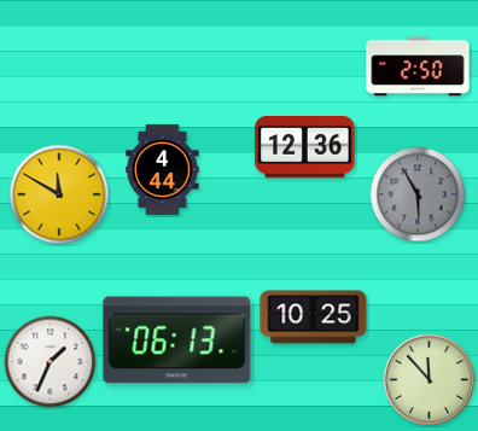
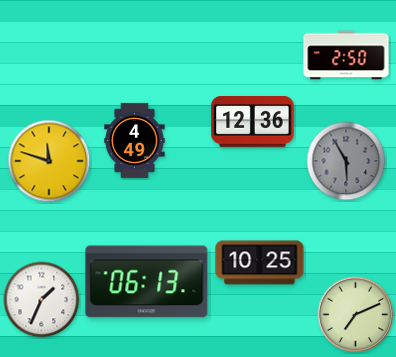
clock at (163, 169): 4:44 -> 4:49
clock at (59, 194): 11:50 -> 11:48
clock at (430, 380): 11:53 -> 7:11
